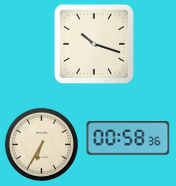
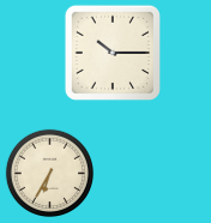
clock at (93, 43): 10:18 -> 10:15
clock at (128, 139): 00:58 -> none
